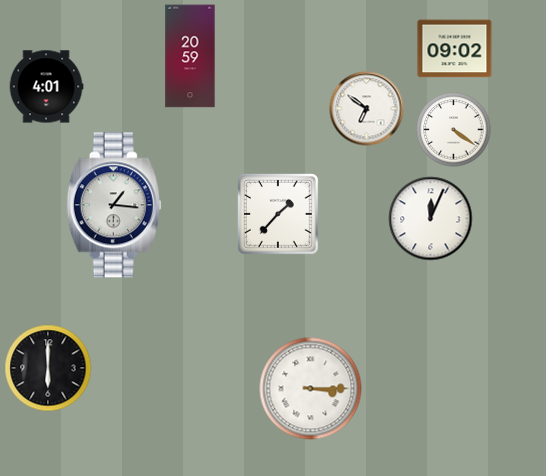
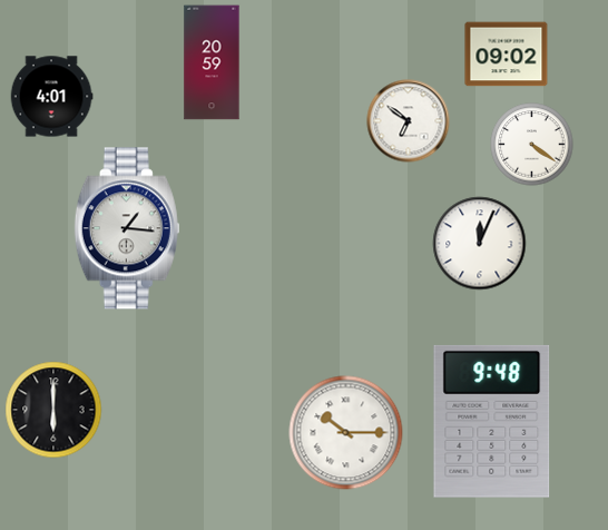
clock at (454, 130) position: (454, 130) -> (532, 145)
clock at (279, 215): 1:37 -> none
clock at (492, 421): none -> 9:48
clock at (311, 389): 3:15 -> 10:15
